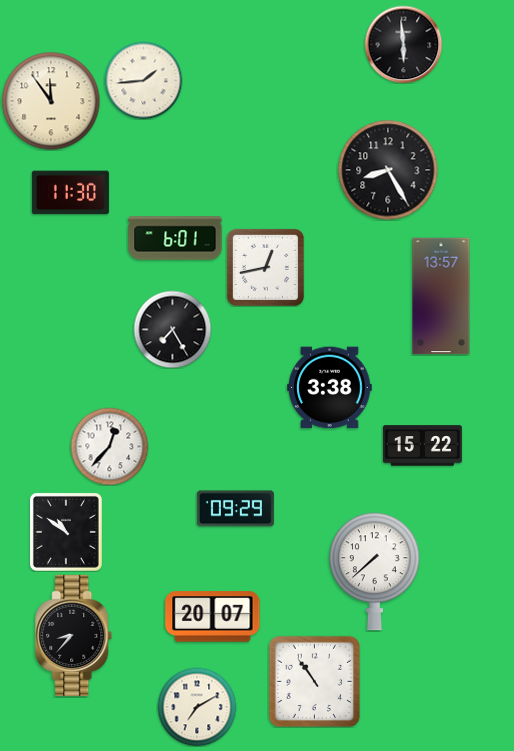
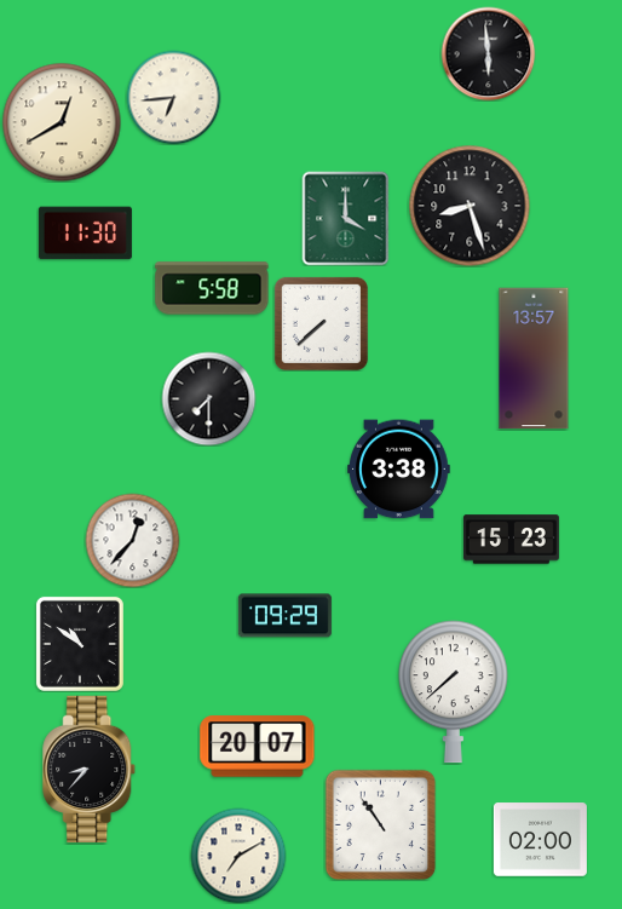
clock at (143, 80): 1:44 -> 6:44
clock at (51, 101): 11:54 -> 12:40
clock at (388, 170): 8:25 -> 8:27
clock at (346, 218): none -> 4:00
clock at (175, 238): 6:01 -> 5:58
clock at (265, 267): 12:43 -> 7:38
clock at (172, 329): 7:25 -> 7:30
clock at (422, 446): 15:22 -> 15:23
clock at (540, 840): none -> 02:00
